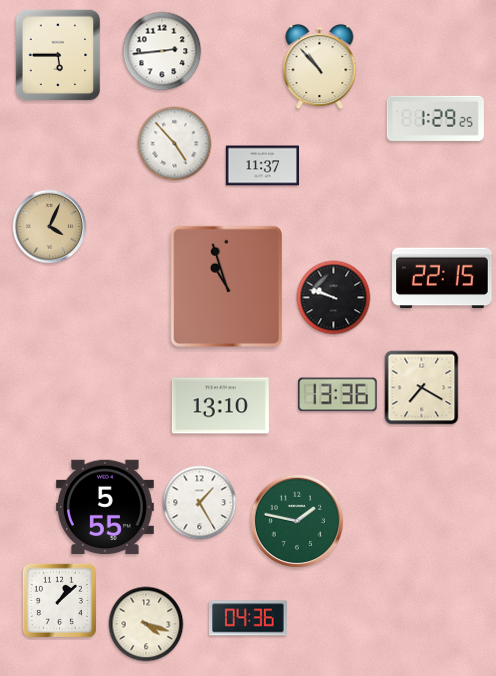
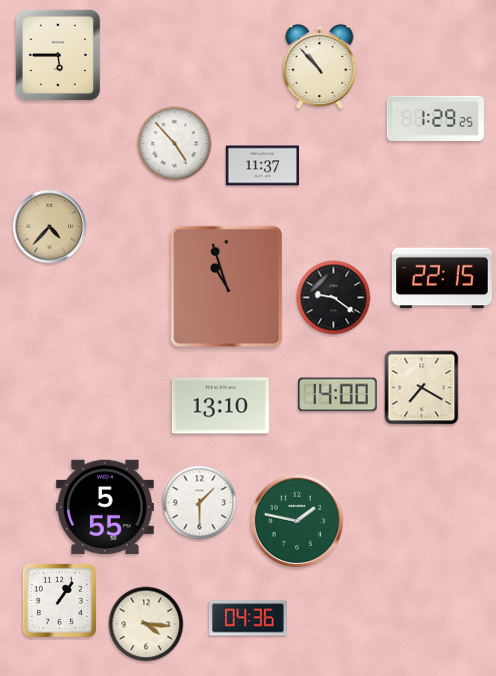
clock at (162, 51): 2:44 -> none
clock at (50, 227): 4:04 -> 4:37
clock at (334, 298): 9:48 -> 9:21
clock at (338, 395): 13:36 -> 14:00
clock at (200, 503): 1:25 -> 1:30
clock at (59, 600): 1:08 -> 1:06
clock at (146, 624): 4:18 -> 4:16
